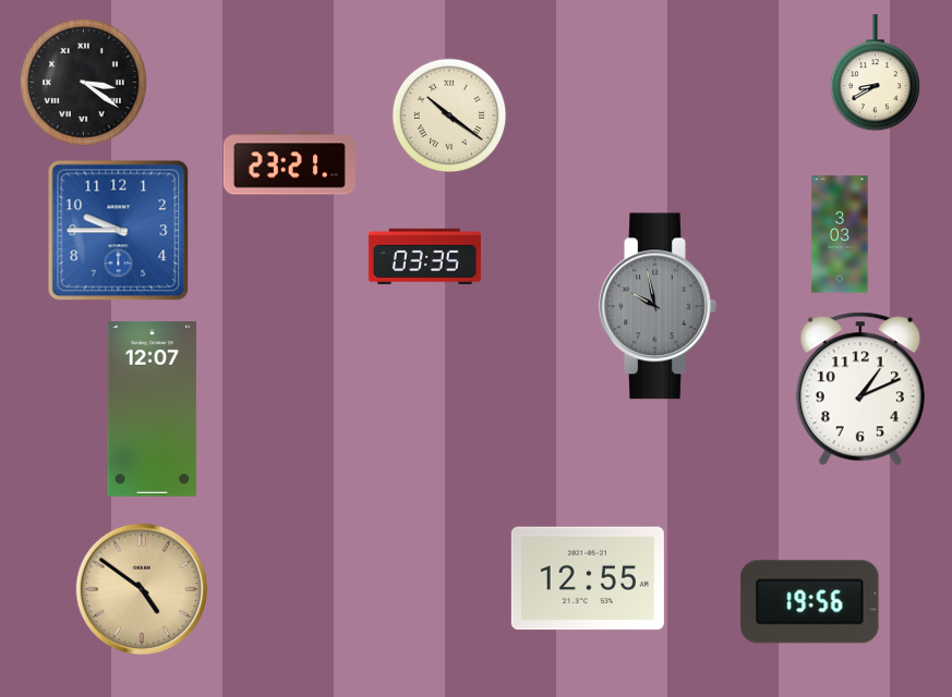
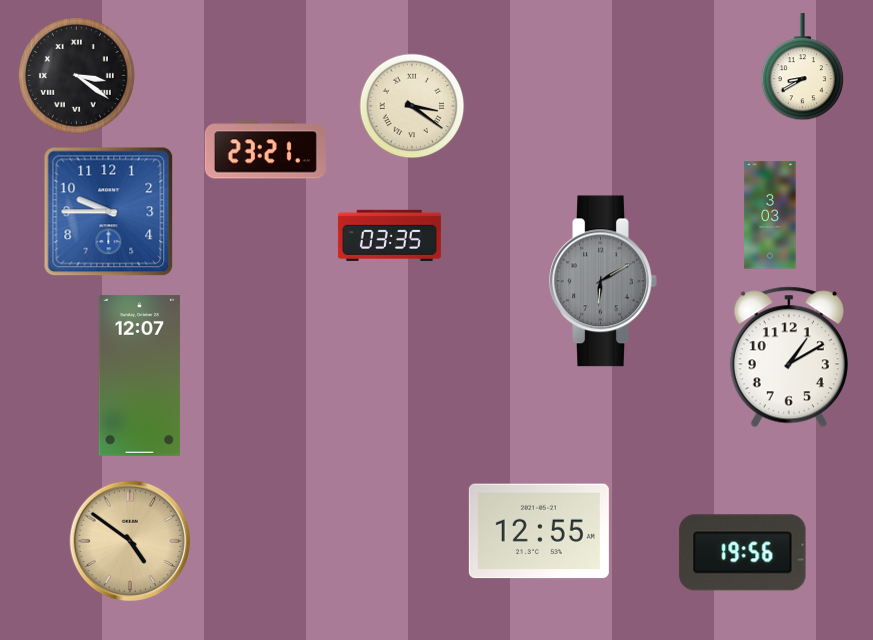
clock at (449, 115): 10:21 -> 3:21
clock at (658, 306): 9:58 -> 6:10
clock at (860, 389): 1:11 -> 1:10
